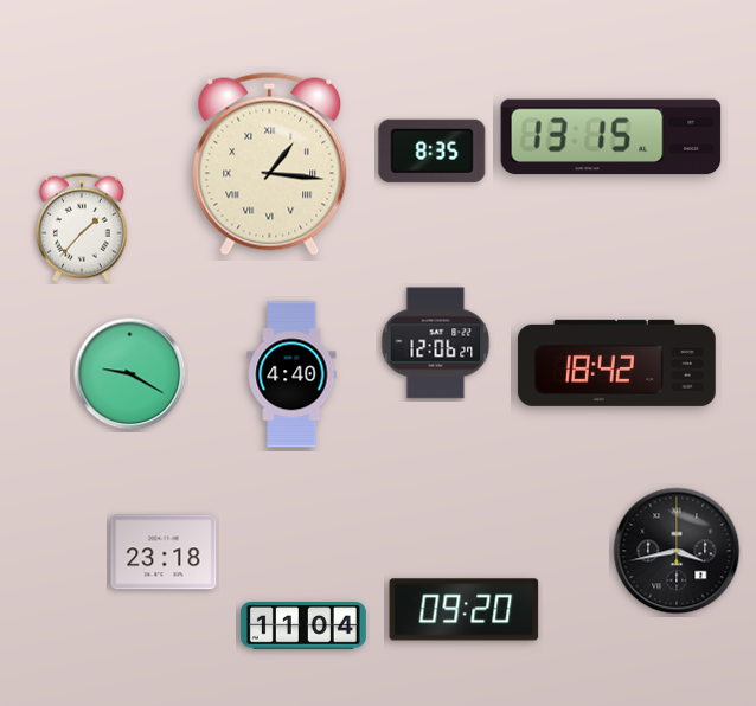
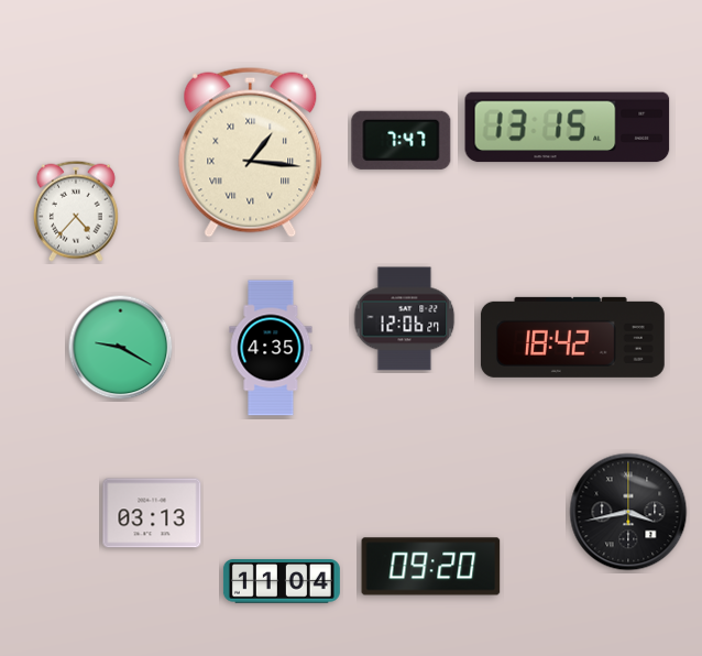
clock at (433, 150): 8:35 -> 7:47
clock at (82, 227): 1:37 -> 4:37
clock at (291, 374): 4:40 -> 4:35
clock at (164, 552): 23:18 -> 03:13
